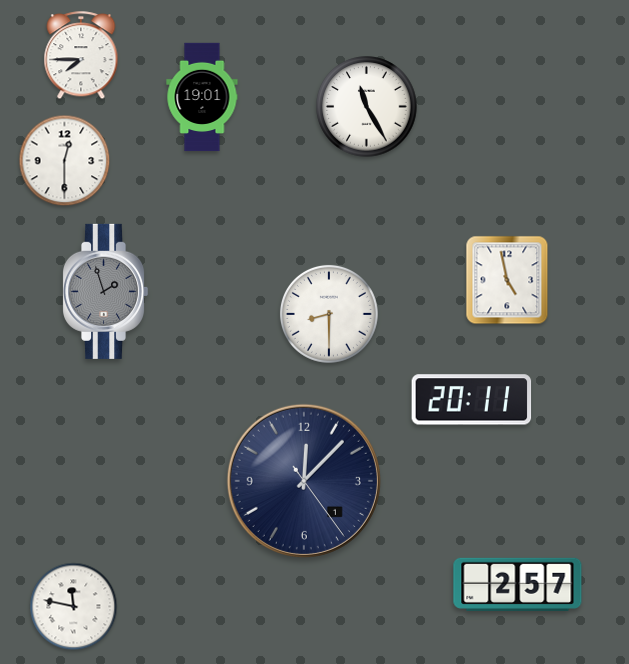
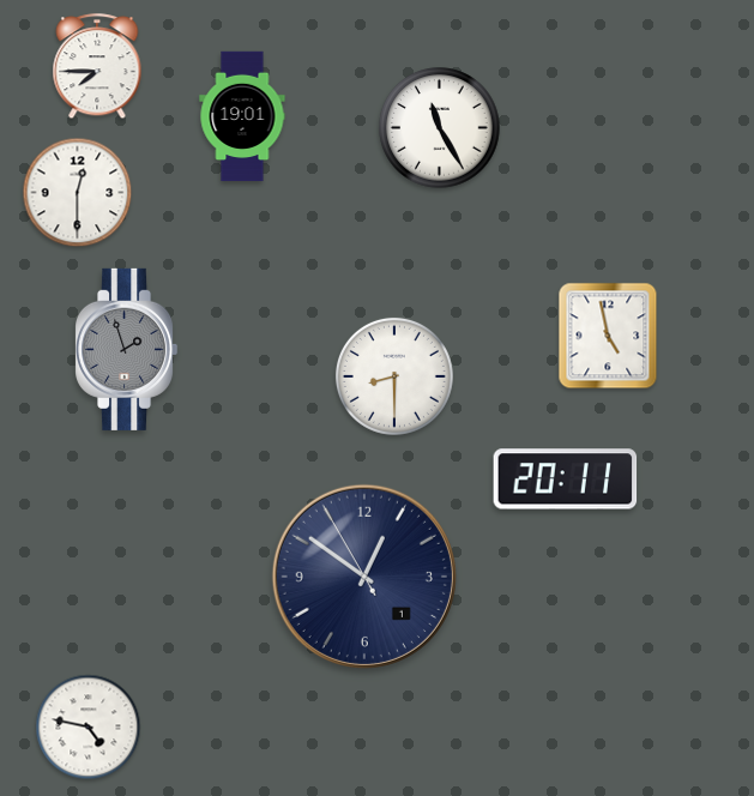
clock at (304, 481): 12:07 -> 12:50
clock at (518, 584): 2:57 -> none
clock at (74, 607): 11:47 -> 4:47
